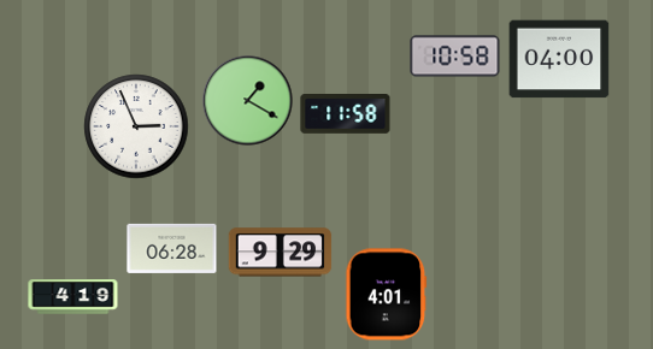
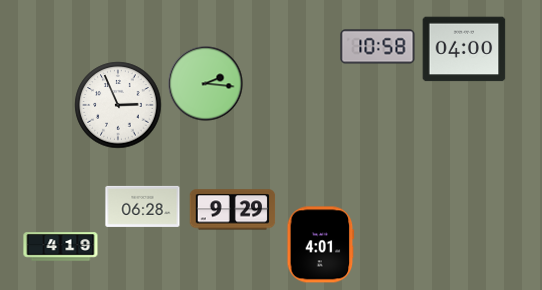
clock at (248, 101): 1:20 -> 2:16
clock at (346, 114): 11:58 -> none
clock at (136, 126) position: (136, 126) -> (118, 105)
